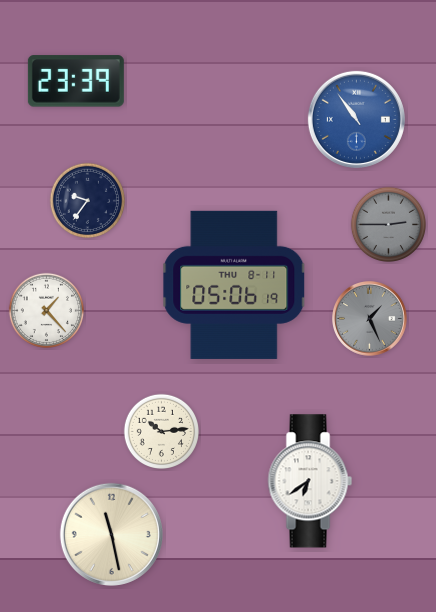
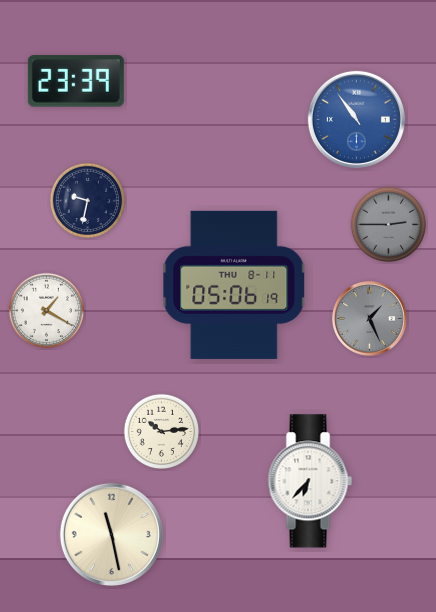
clock at (87, 200): 9:36 -> 9:32
clock at (46, 310): 1:23 -> 1:20
clock at (310, 481): 6:39 -> 6:37
